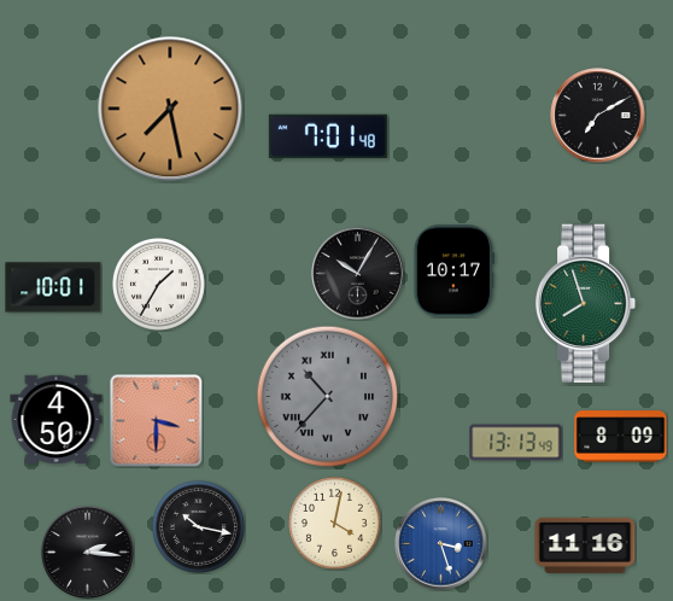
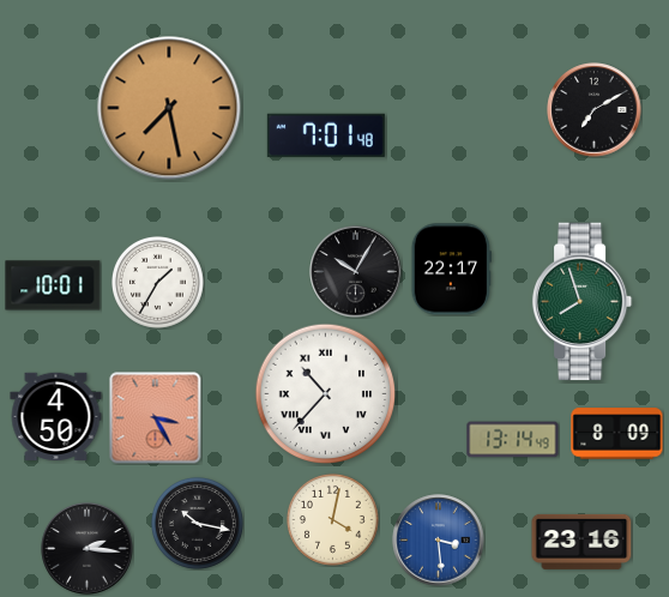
clock at (598, 116) position: (598, 116) -> (595, 110)
clock at (453, 272): 10:17 -> 22:17
clock at (328, 397) dial: grey -> white
clock at (157, 421): 3:30 -> 3:25
clock at (516, 443): 13:13 -> 13:14
clock at (441, 544): 3:27 -> 3:29
clock at (585, 545): 11:16 -> 23:16
